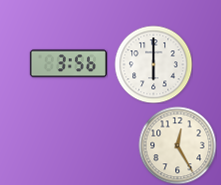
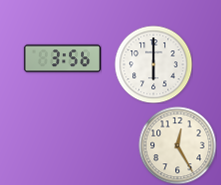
clock at (68, 64) position: (68, 64) -> (62, 59)
